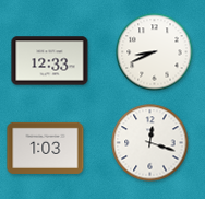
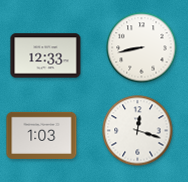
clock at (155, 52): 8:41 -> 8:43
